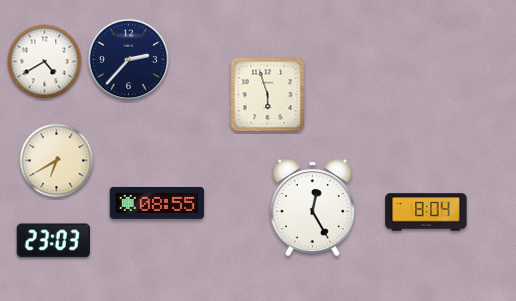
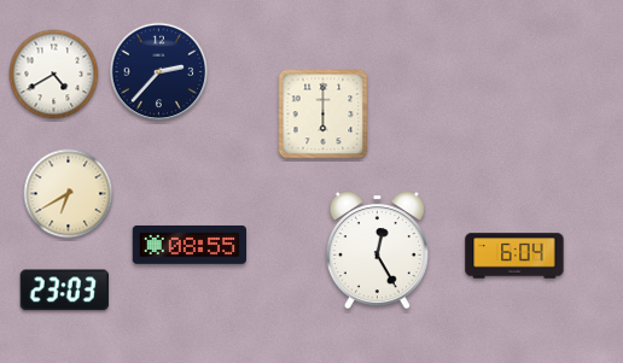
clock at (129, 60) position: (129, 60) -> (159, 72)
clock at (268, 95): 5:57 -> 6:00
clock at (426, 212): 8:04 -> 6:04
